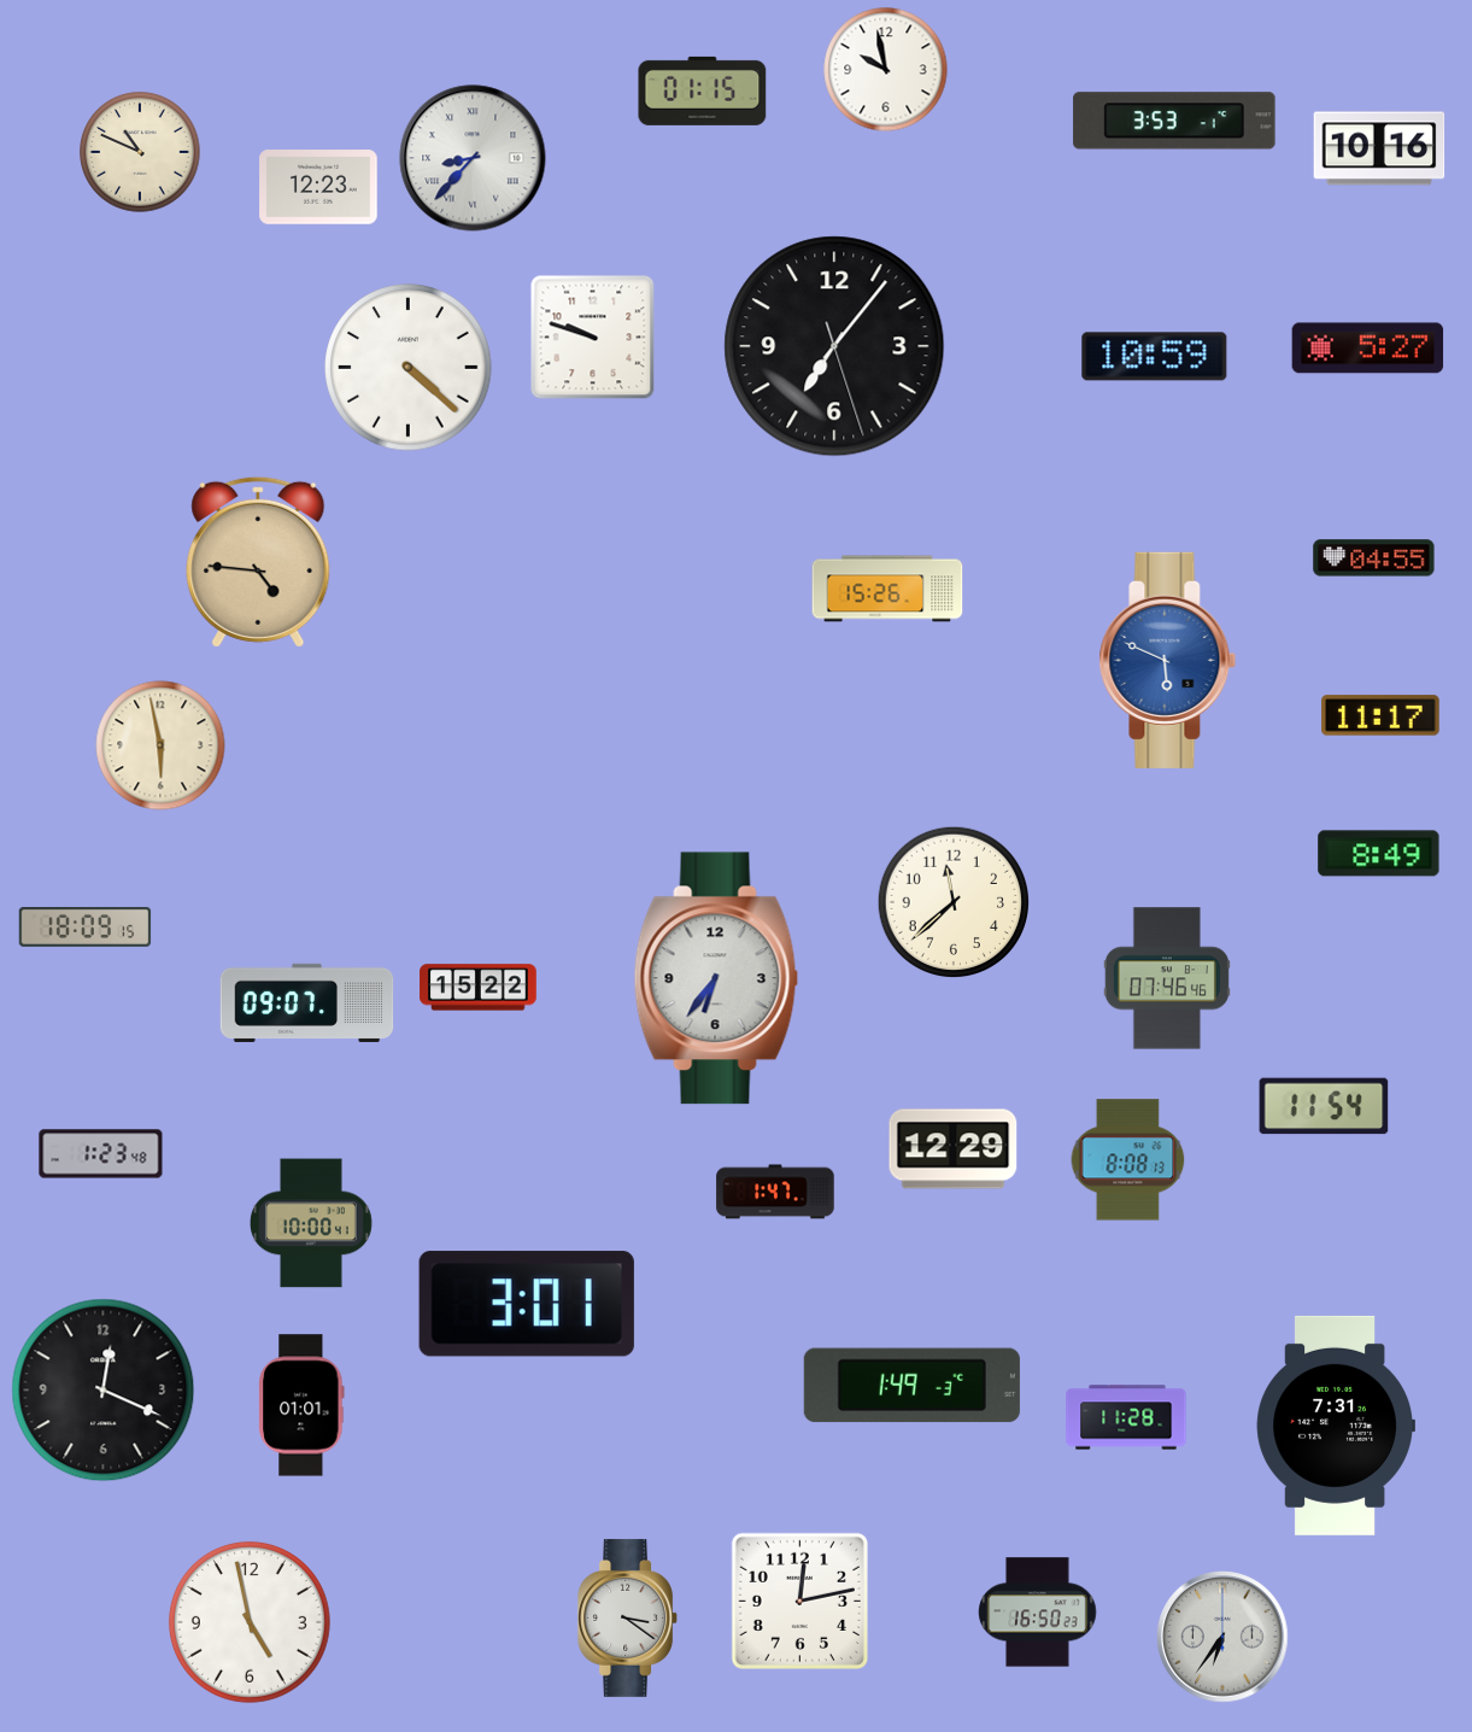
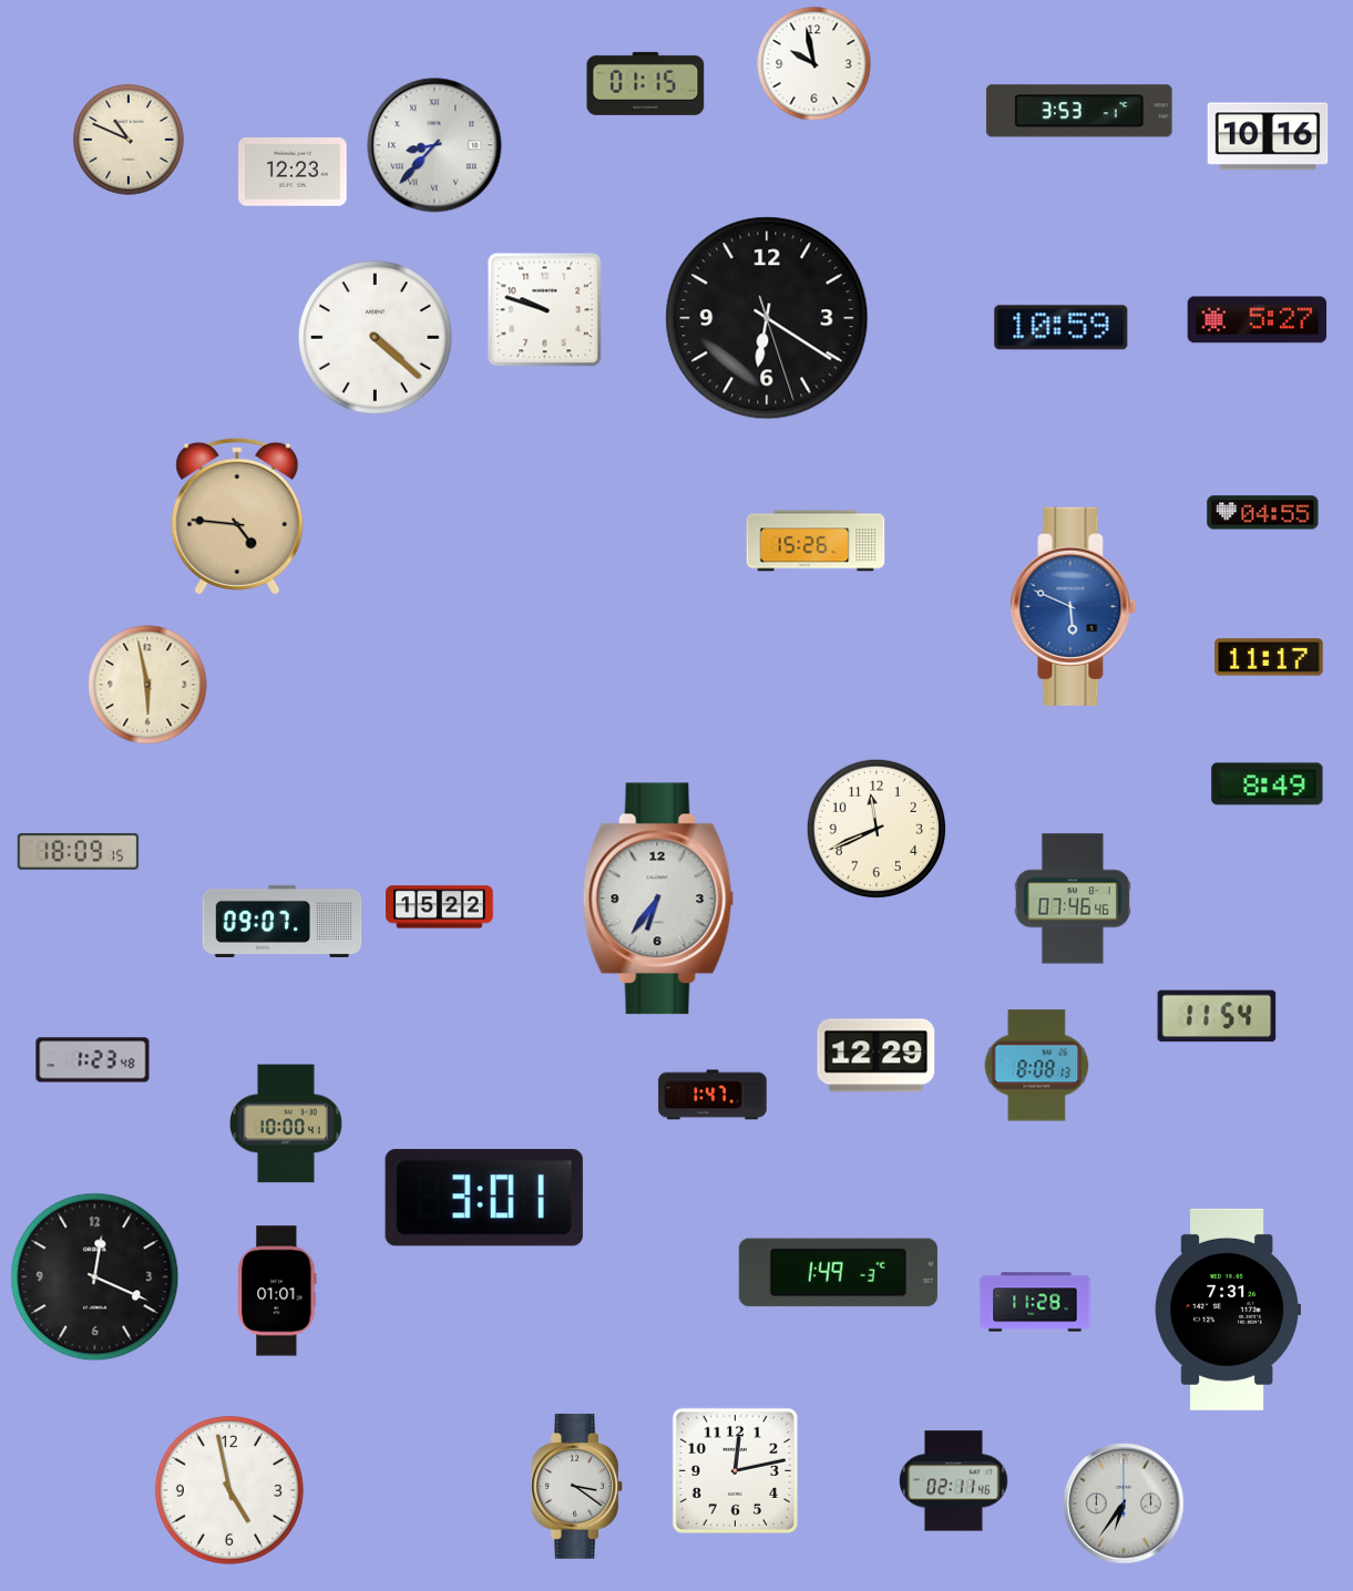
clock at (834, 346): 7:06 -> 6:20
clock at (952, 901): 11:38 -> 11:41
clock at (1038, 1613): 16:50 -> 02:11
